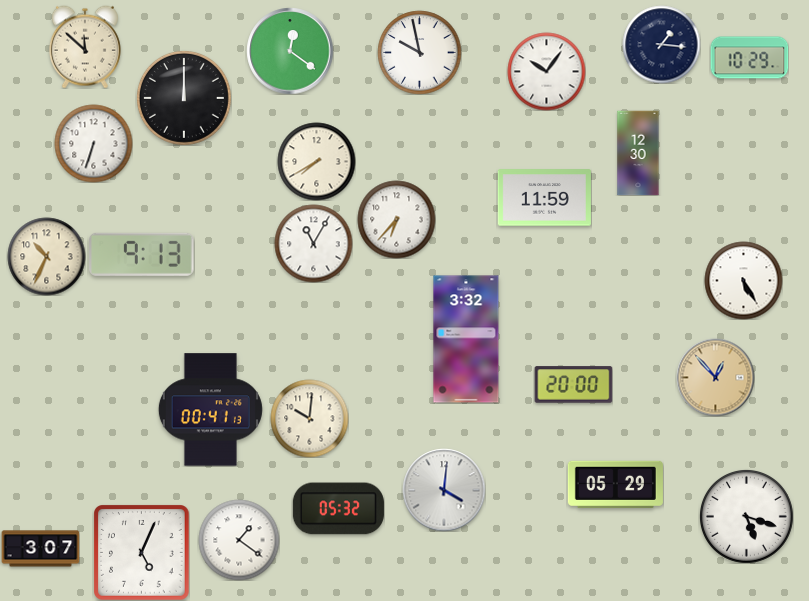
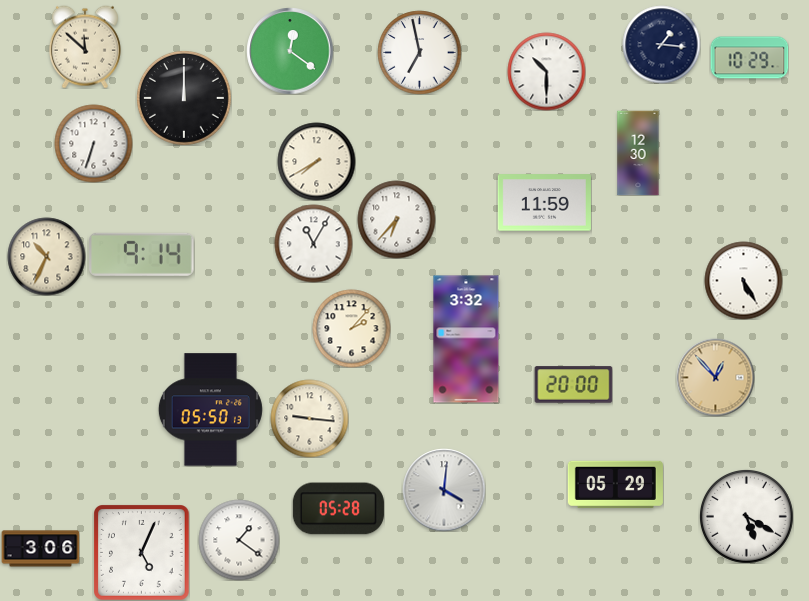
clock at (419, 52): 9:58 -> 6:58
clock at (546, 71): 10:06 -> 10:30
clock at (544, 198) position: (544, 198) -> (544, 203)
clock at (142, 254): 9:13 -> 9:14
clock at (351, 328): none -> 2:07
clock at (210, 410): 00:41 -> 05:50
clock at (309, 418): 10:01 -> 9:16
clock at (338, 509): 05:32 -> 05:28
clock at (746, 516): 5:18 -> 5:20
clock at (40, 549): 3:07 -> 3:06
